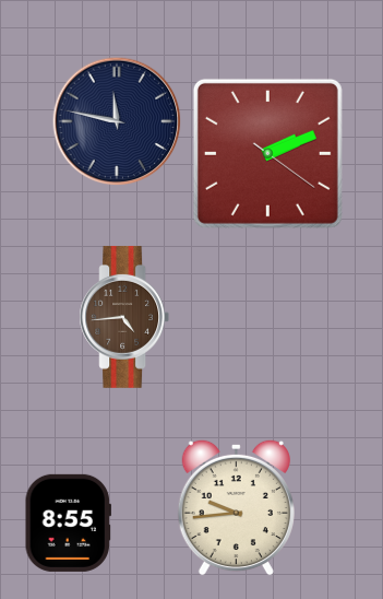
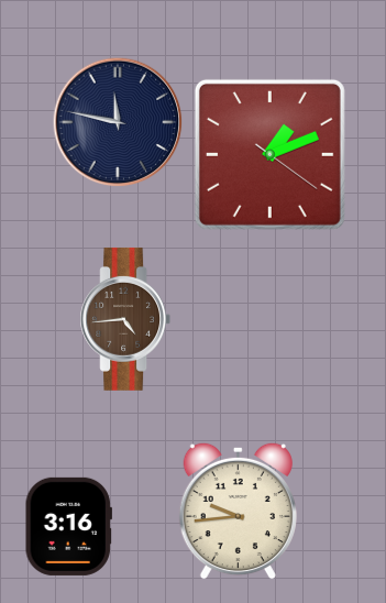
clock at (267, 153): 2:11 -> 1:11
clock at (68, 522): 8:55 -> 3:16
